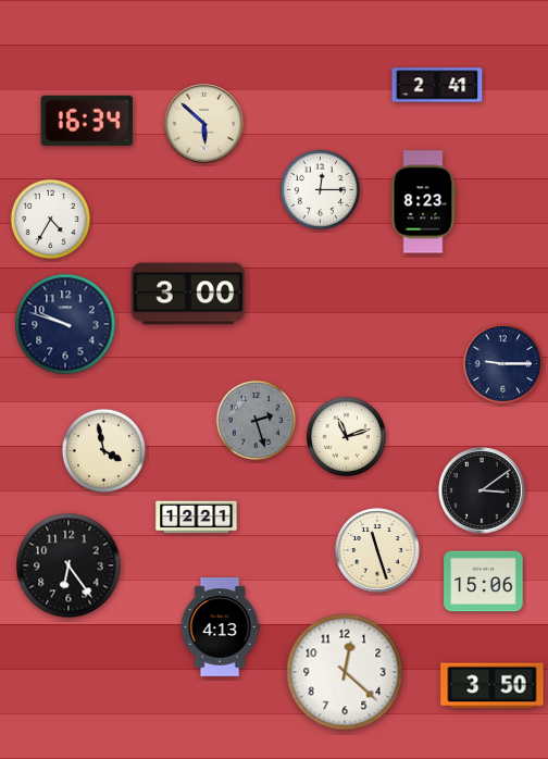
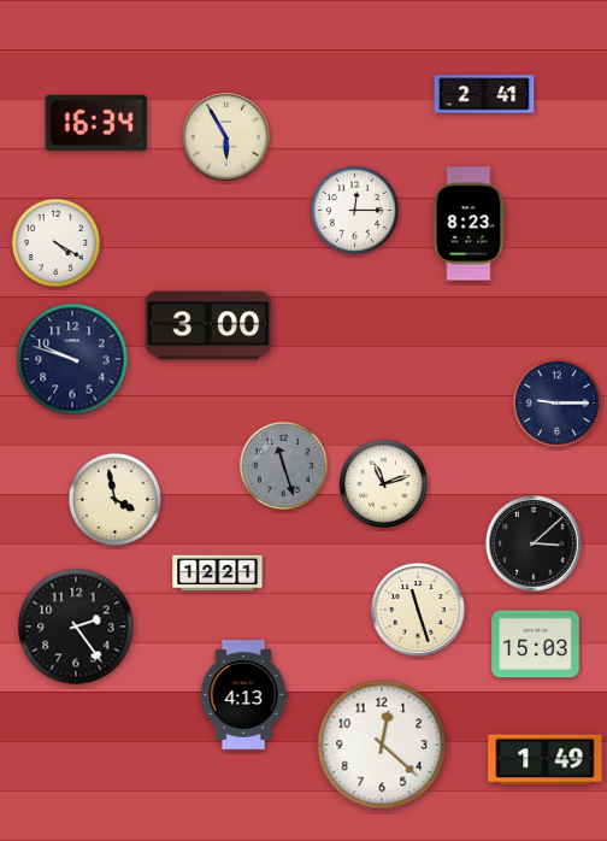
clock at (87, 121) position: (87, 121) -> (96, 123)
clock at (204, 124): 5:52 -> 5:55
clock at (50, 219): 4:35 -> 4:20
clock at (256, 420): 2:27 -> 11:27
clock at (482, 490): 3:09 -> 3:08
clock at (68, 565): 6:24 -> 2:24
clock at (484, 582): 15:06 -> 15:03
clock at (493, 686): 3:50 -> 1:49
